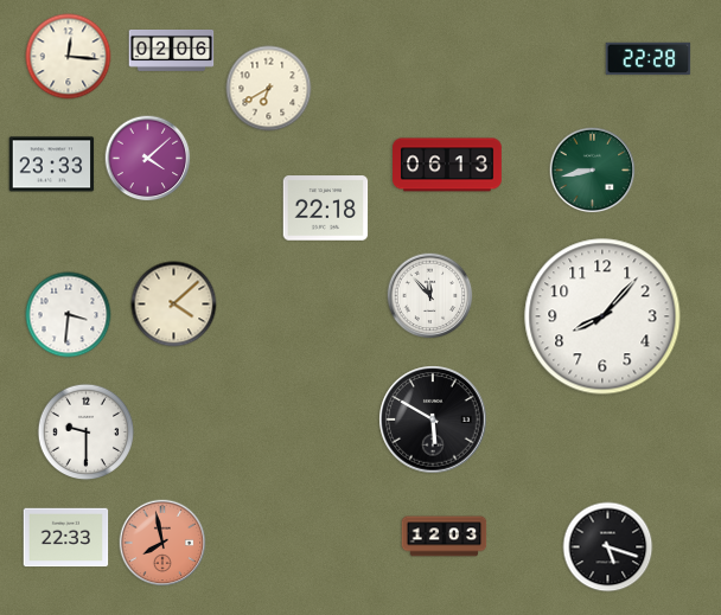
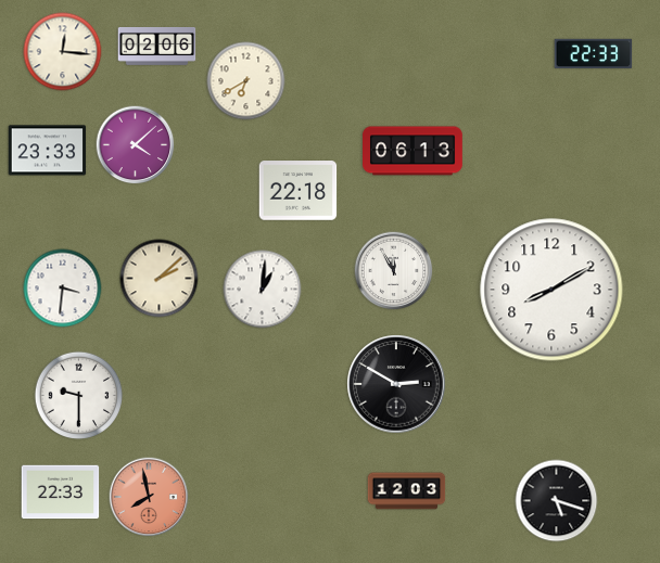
clock at (649, 59): 22:28 -> 22:33
clock at (448, 165) position: (448, 165) -> (414, 151)
clock at (593, 171): 8:43 -> none
clock at (430, 296): 11:53 -> 11:55
clock at (174, 305): 4:08 -> 2:08
clock at (263, 290): none -> 1:01
clock at (602, 316): 8:07 -> 8:10
clock at (433, 419): 5:50 -> 2:50
